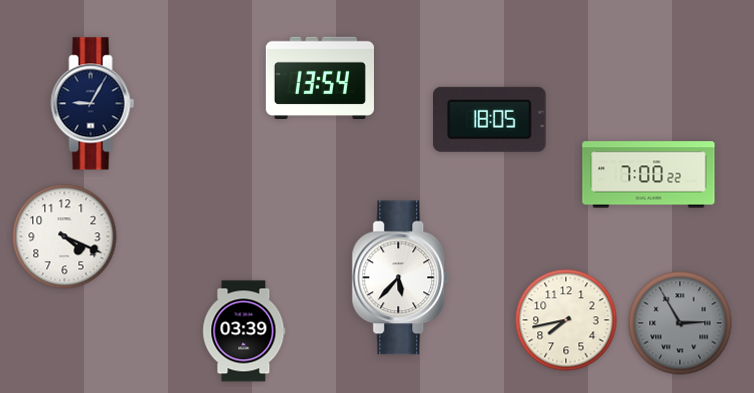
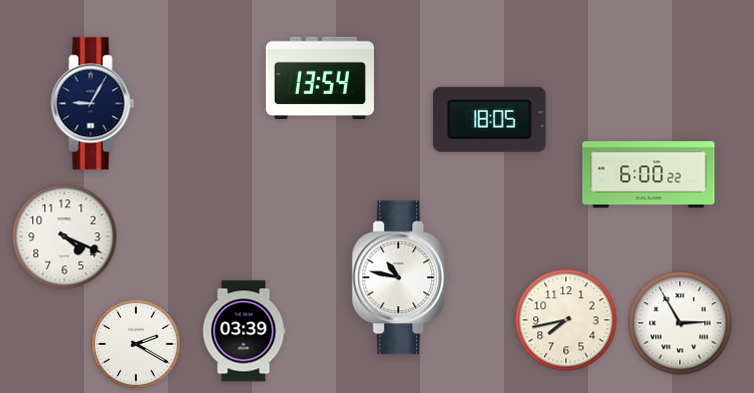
clock at (649, 175): 7:00 -> 6:00
clock at (401, 278): 5:37 -> 10:47
clock at (680, 323) dial: grey -> white
clock at (136, 344): none -> 2:20
